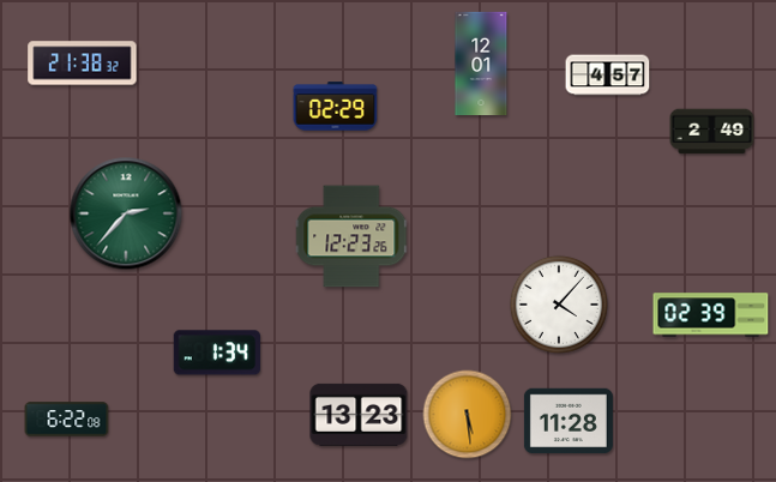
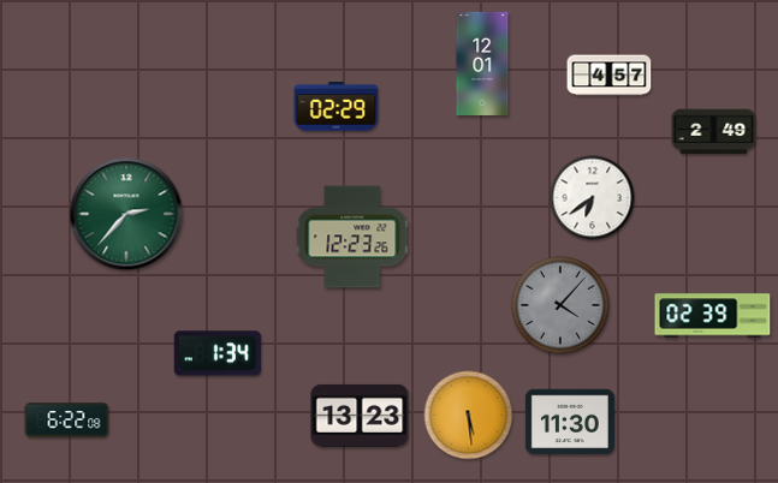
clock at (83, 64): 21:38 -> none
clock at (593, 198): none -> 6:39
clock at (559, 305) dial: white -> grey
clock at (569, 421): 11:28 -> 11:30
